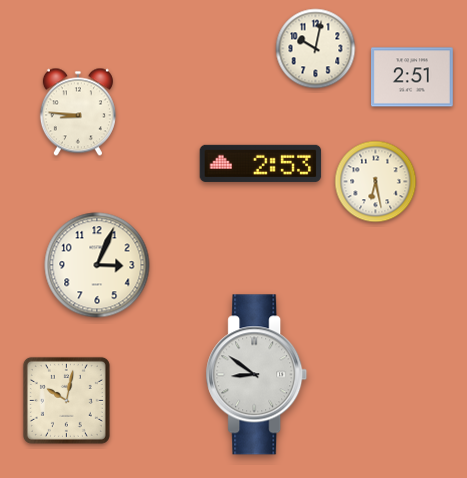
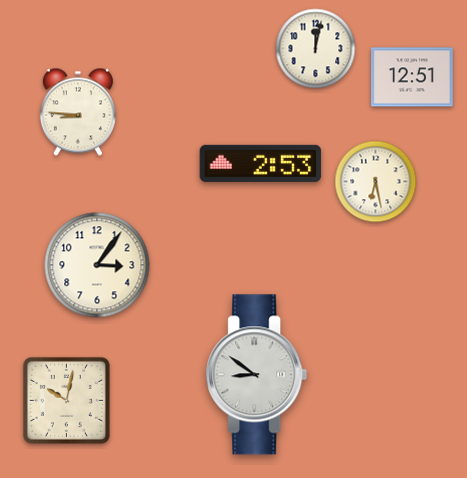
clock at (316, 49): 10:02 -> 12:02
clock at (413, 77): 2:51 -> 12:51
clock at (97, 265): 3:04 -> 3:06
